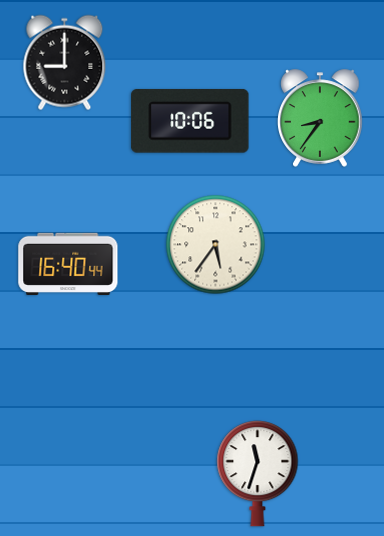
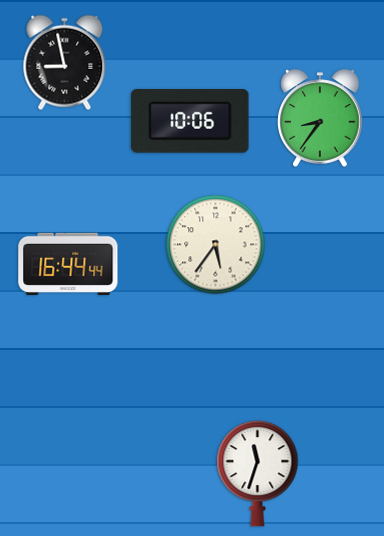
clock at (65, 63): 9:00 -> 8:58
clock at (68, 263): 16:40 -> 16:44
